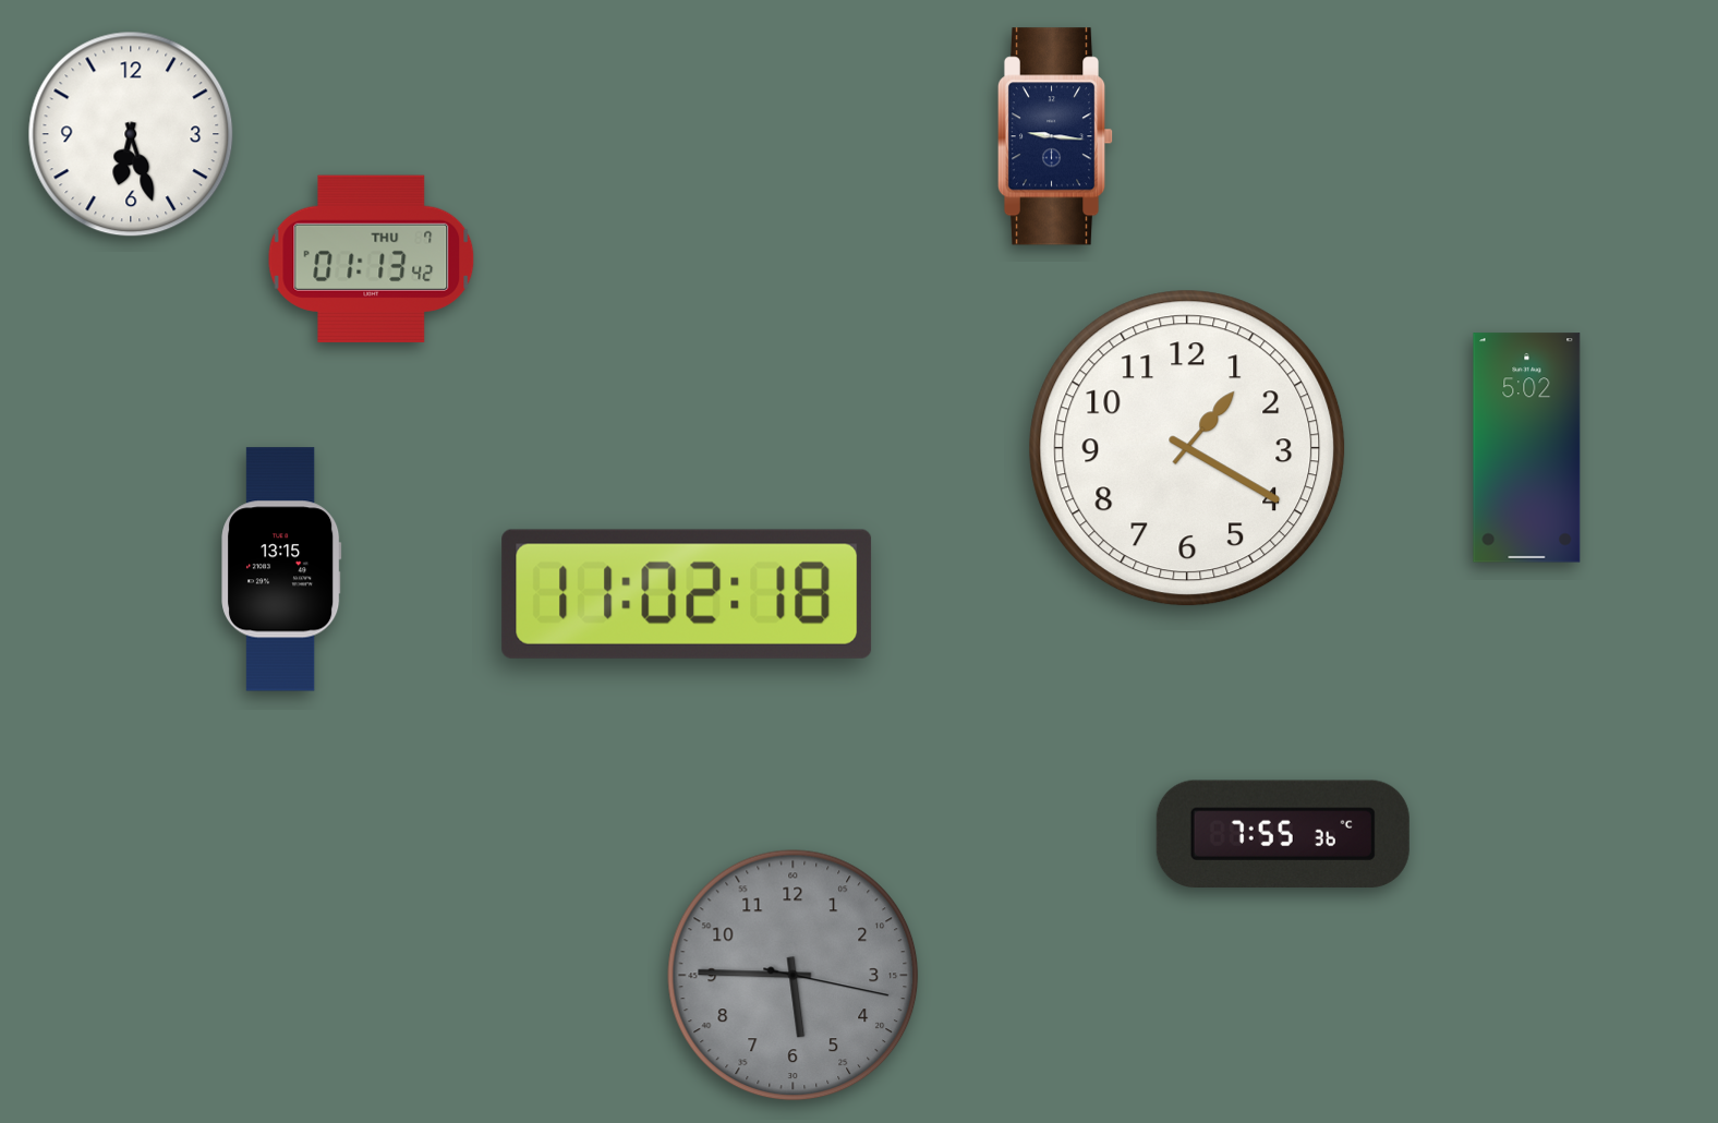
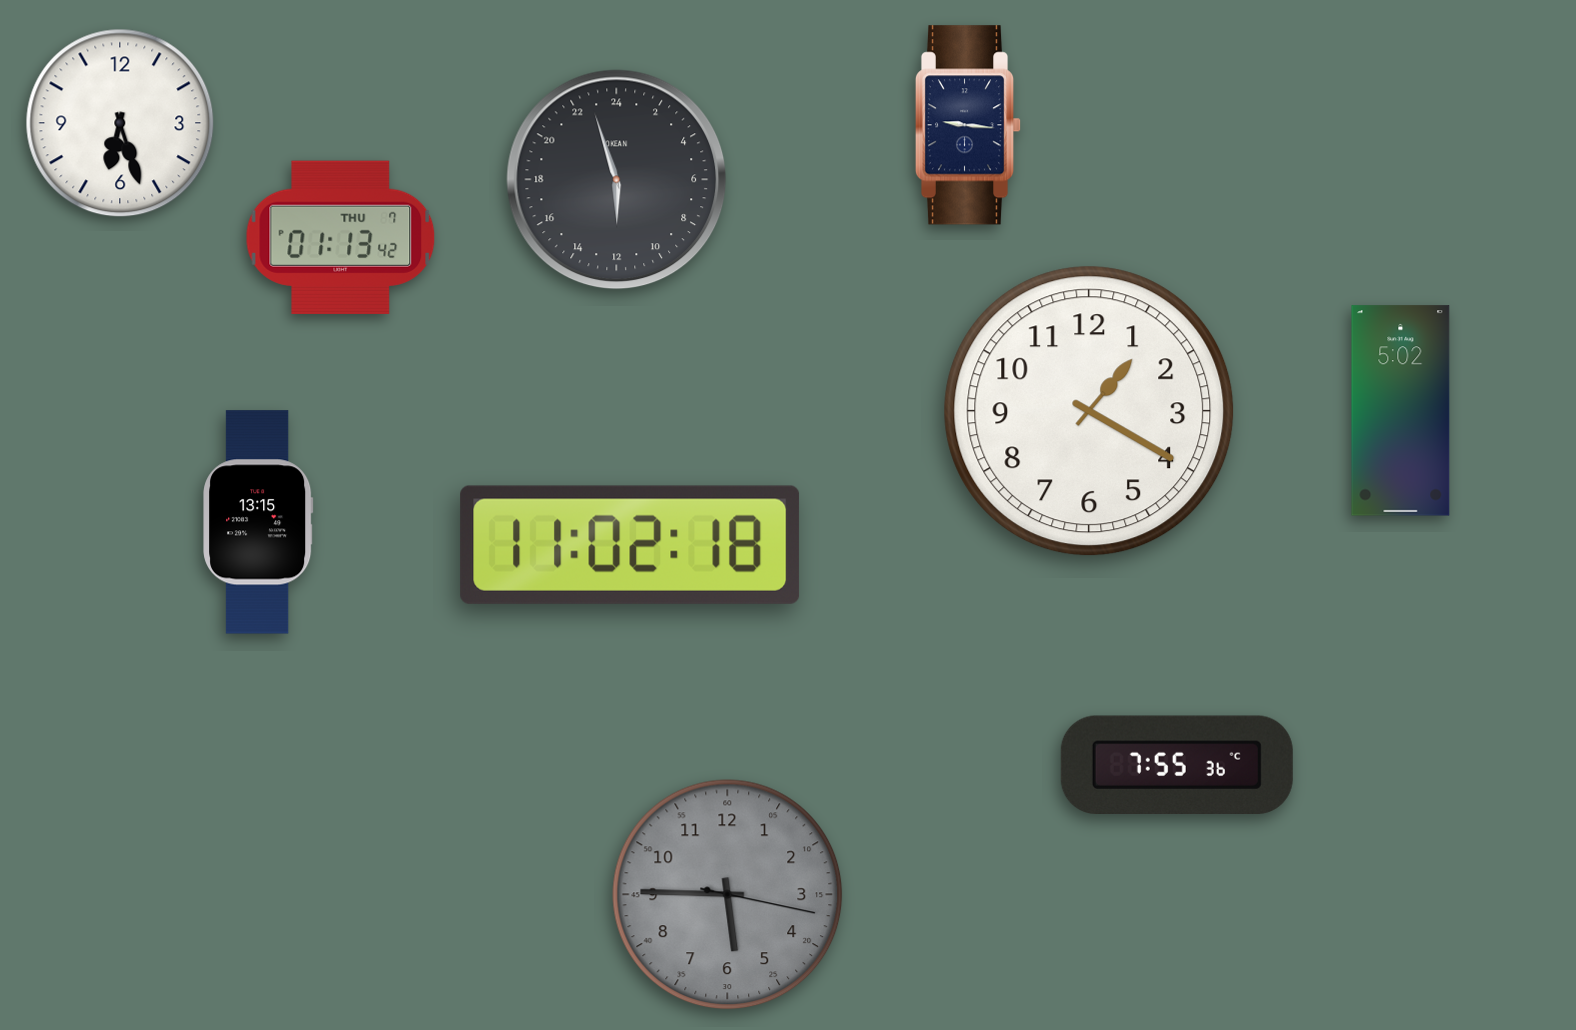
clock at (617, 180): none -> 11:57
